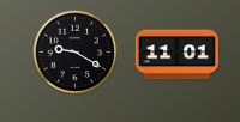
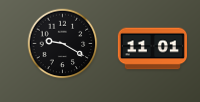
clock at (176, 55) position: (176, 55) -> (152, 49)
